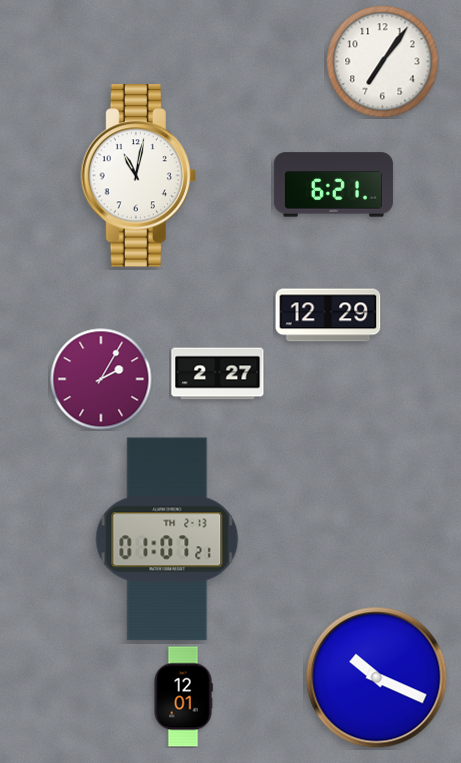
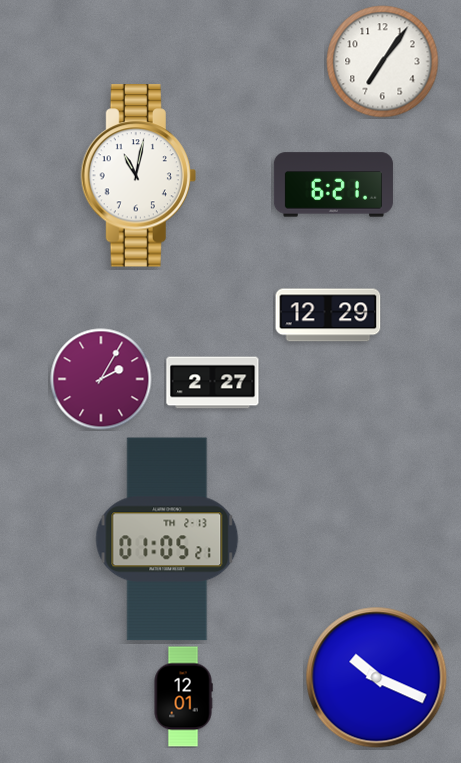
clock at (218, 374) position: (218, 374) -> (213, 383)
clock at (167, 539): 01:07 -> 01:05
